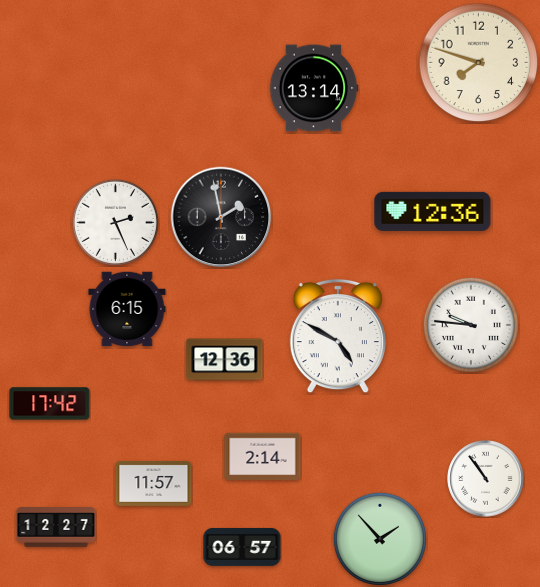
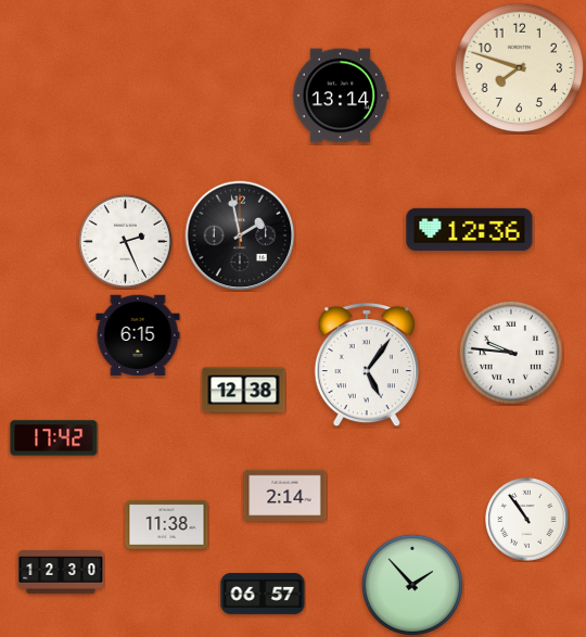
clock at (338, 336): 4:50 -> 5:06
clock at (225, 360): 12:36 -> 12:38
clock at (154, 483): 11:57 -> 11:38
clock at (56, 528): 12:27 -> 12:30
